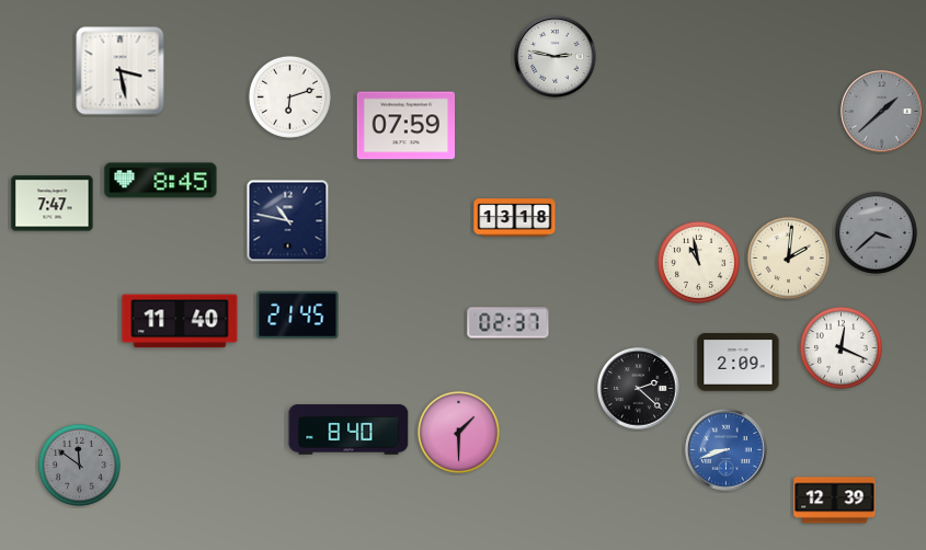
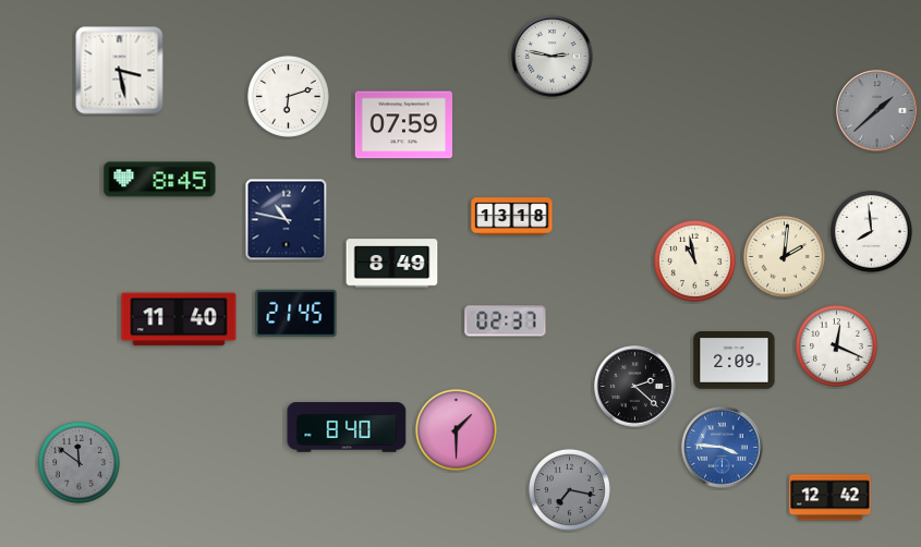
clock at (53, 204): 7:47 -> none
clock at (876, 232): 3:38 -> 7:59
clock at (876, 232) dial: grey -> white
clock at (392, 264): none -> 8:49
clock at (727, 450): 8:42 -> 3:46
clock at (569, 489): none -> 7:17
clock at (835, 501): 12:39 -> 12:42
